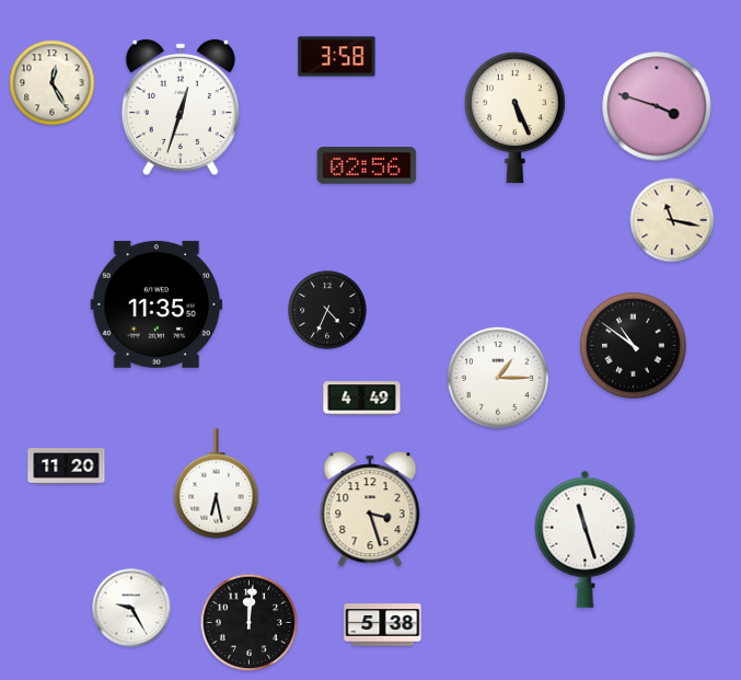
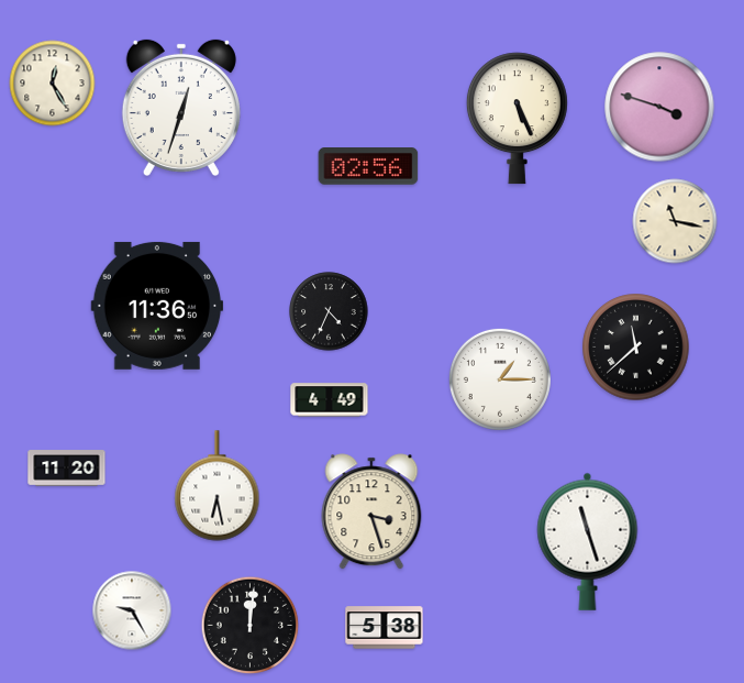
clock at (337, 57): 3:58 -> none
clock at (157, 304): 11:35 -> 11:36
clock at (634, 346): 10:51 -> 11:38
clock at (362, 399) position: (362, 399) -> (330, 400)
